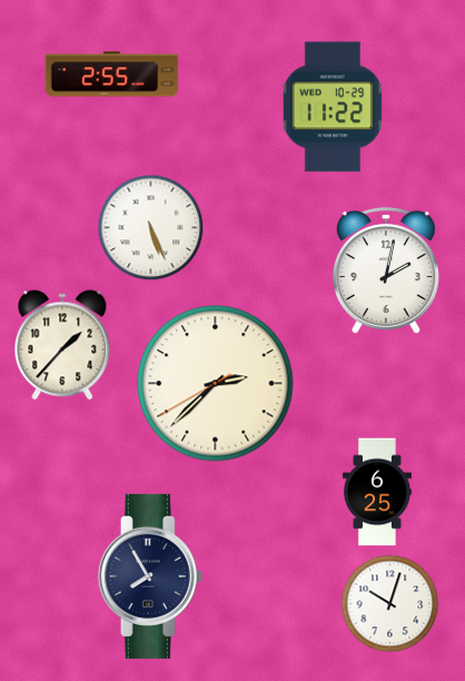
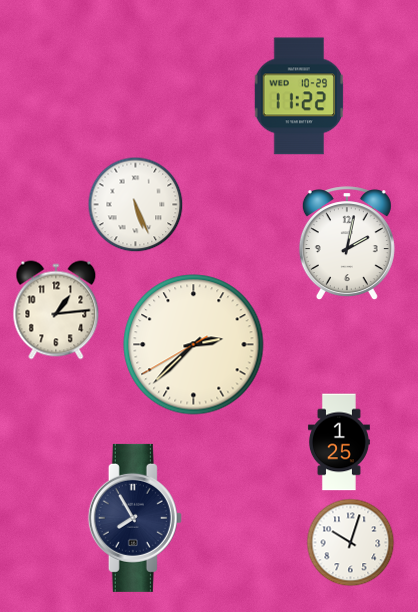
clock at (112, 75): 2:55 -> none
clock at (62, 345): 1:37 -> 1:14
clock at (377, 492): 6:25 -> 1:25
